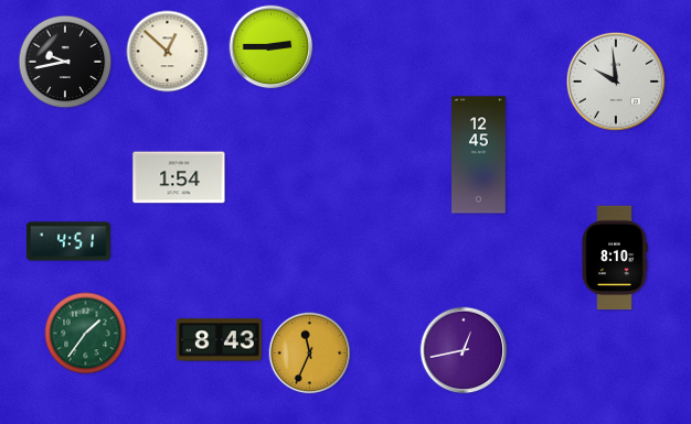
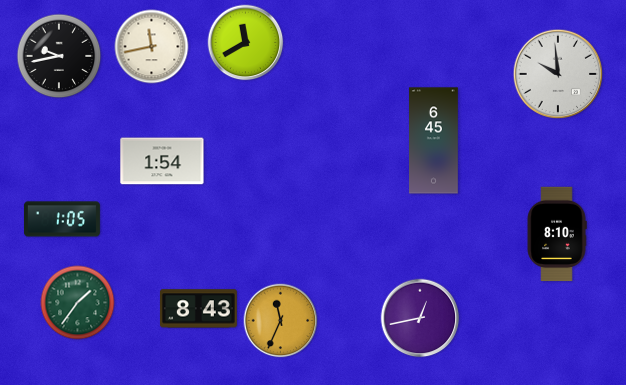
clock at (272, 47): 2:45 -> 11:40
clock at (168, 52): 12:52 -> 11:43
clock at (479, 155): 12:45 -> 6:45
clock at (68, 241): 4:51 -> 1:05
